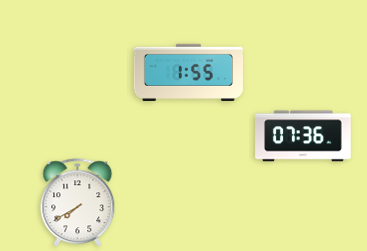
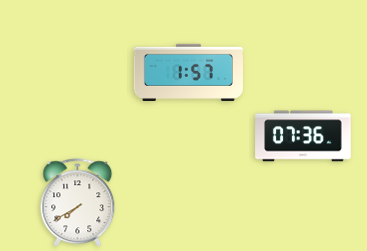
clock at (188, 72): 1:55 -> 1:57
